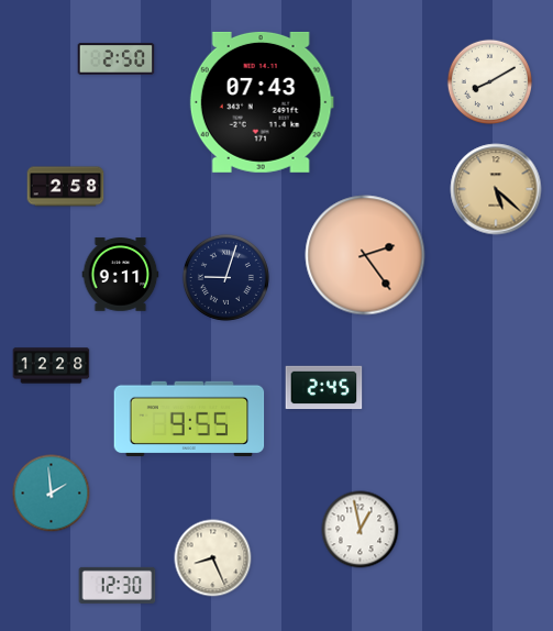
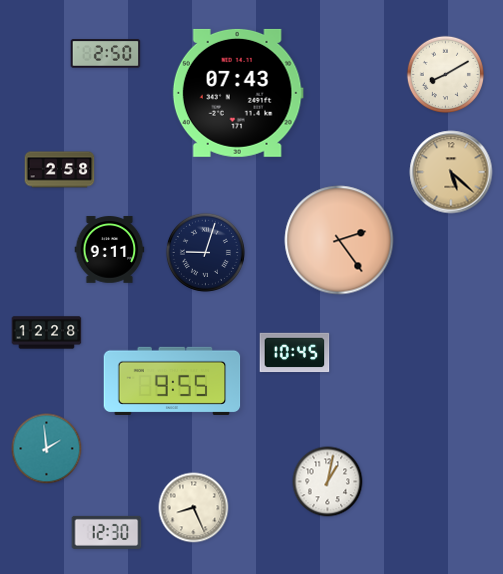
clock at (365, 255) position: (365, 255) -> (339, 240)
clock at (324, 388): 2:45 -> 10:45
clock at (361, 530): 12:58 -> 1:02
